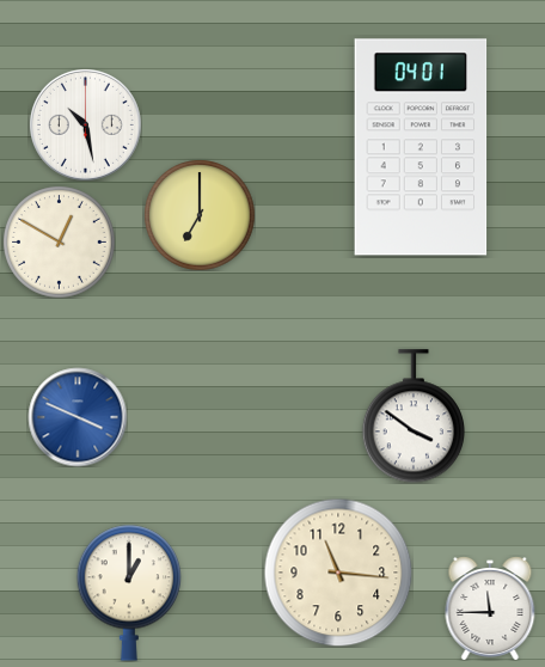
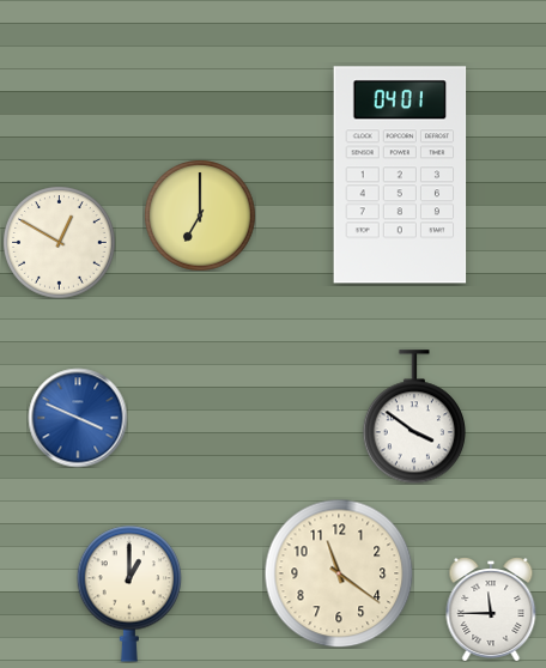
clock at (85, 124): 10:28 -> none
clock at (421, 147) position: (421, 147) -> (400, 175)
clock at (338, 573): 11:16 -> 11:21
